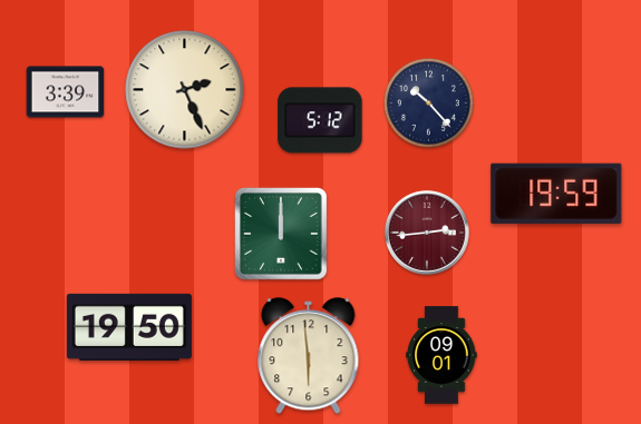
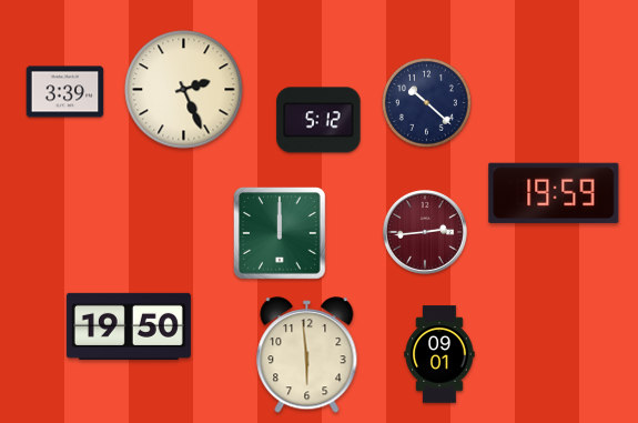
clock at (429, 103): 10:23 -> 10:22
